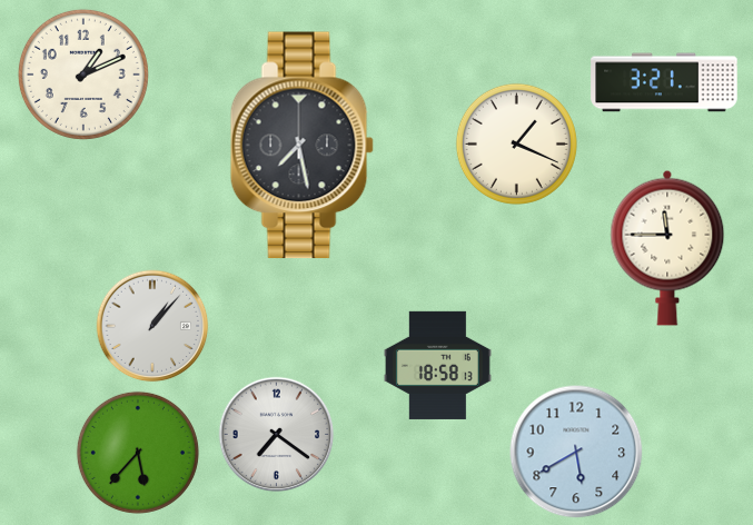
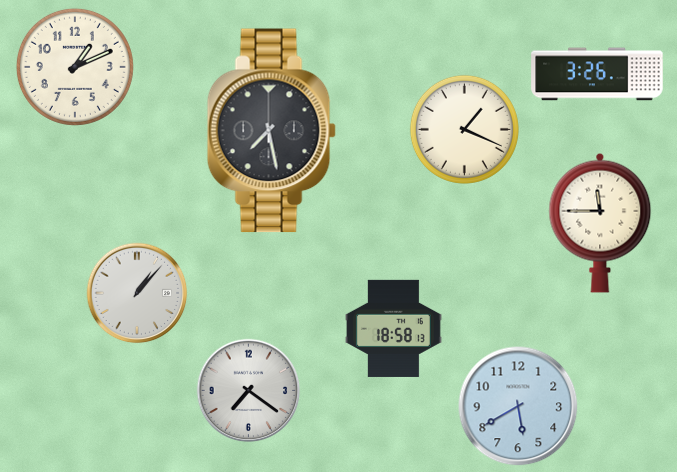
clock at (664, 82): 3:21 -> 3:26
clock at (138, 453): 5:37 -> none
